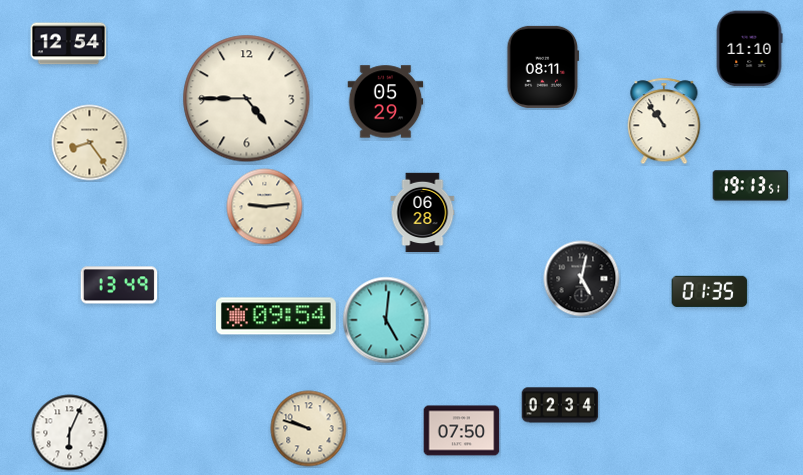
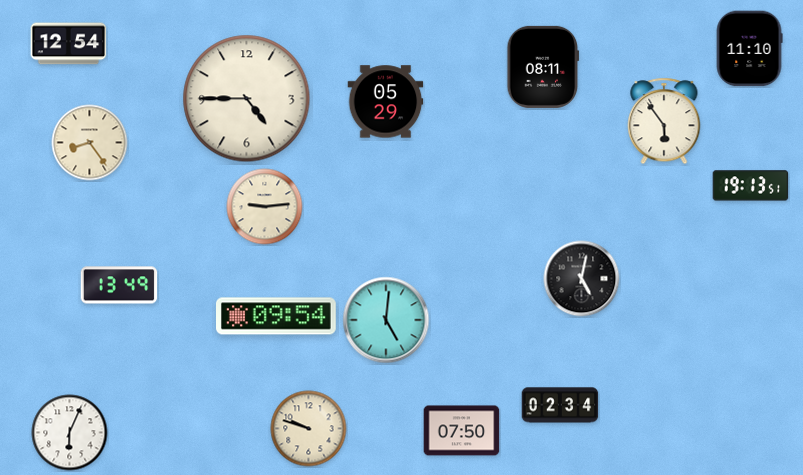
clock at (664, 121): 10:54 -> 5:54
clock at (423, 213): 06:28 -> none
clock at (710, 291): 01:35 -> none
